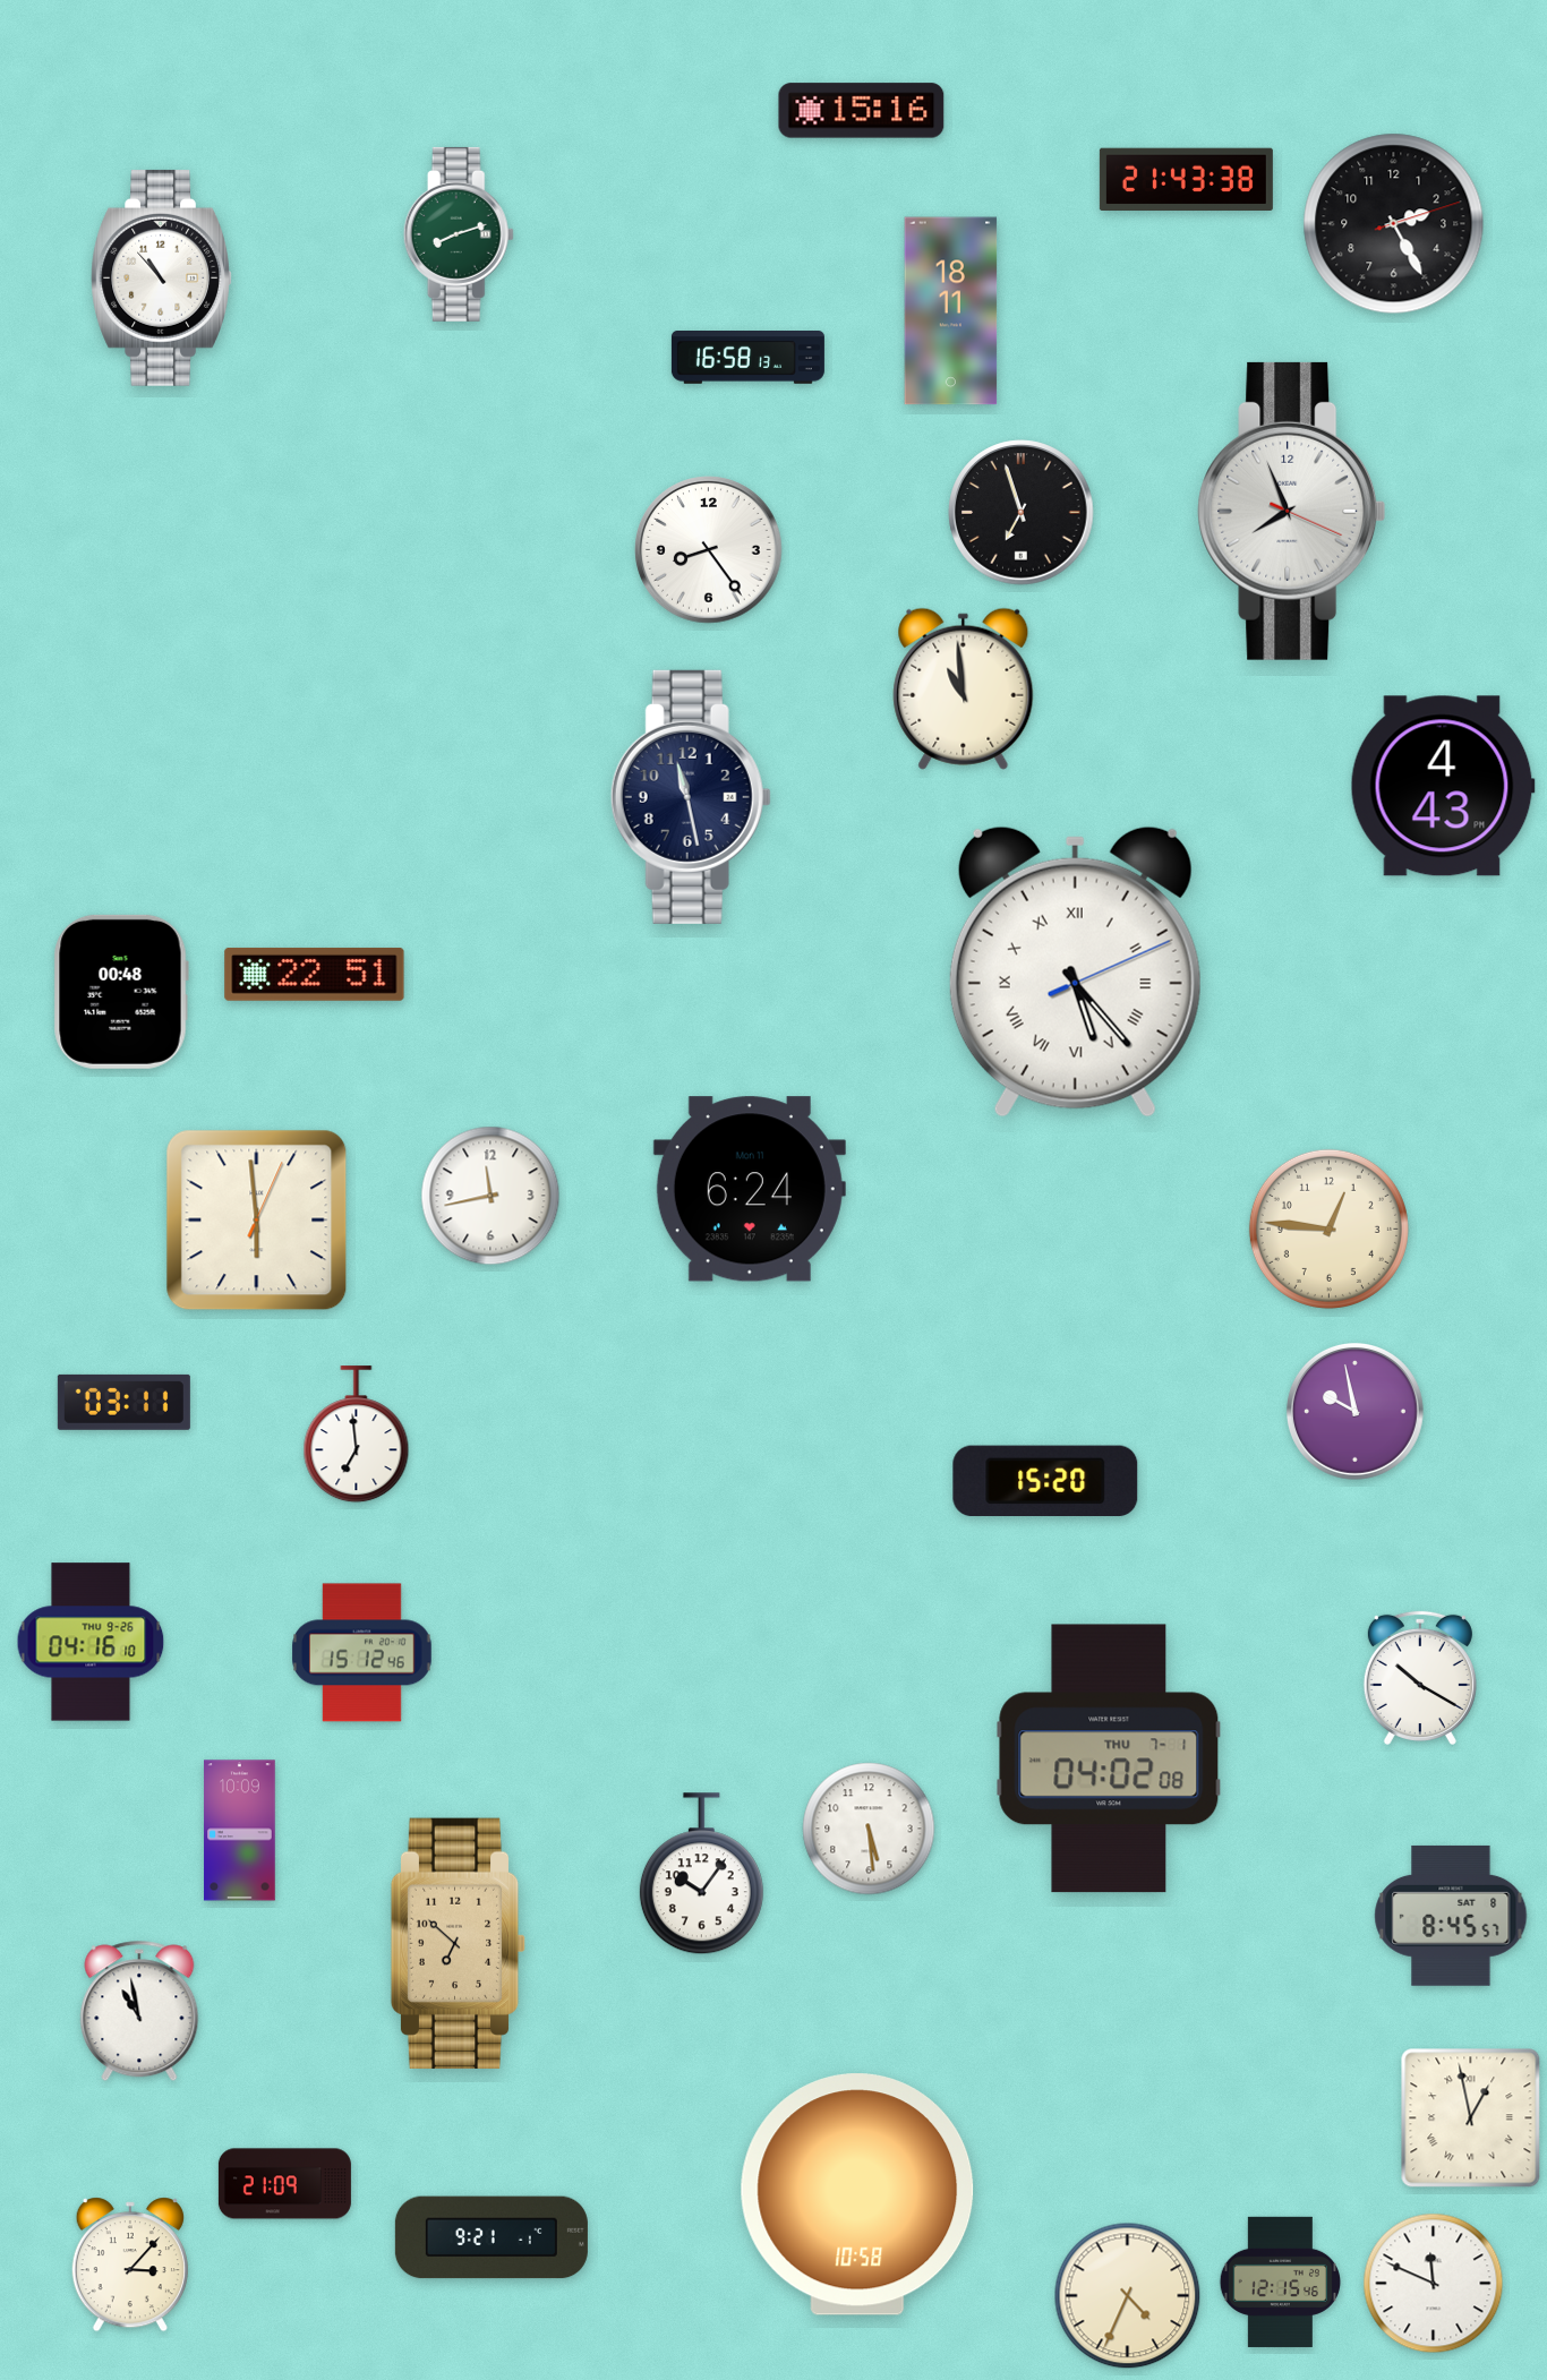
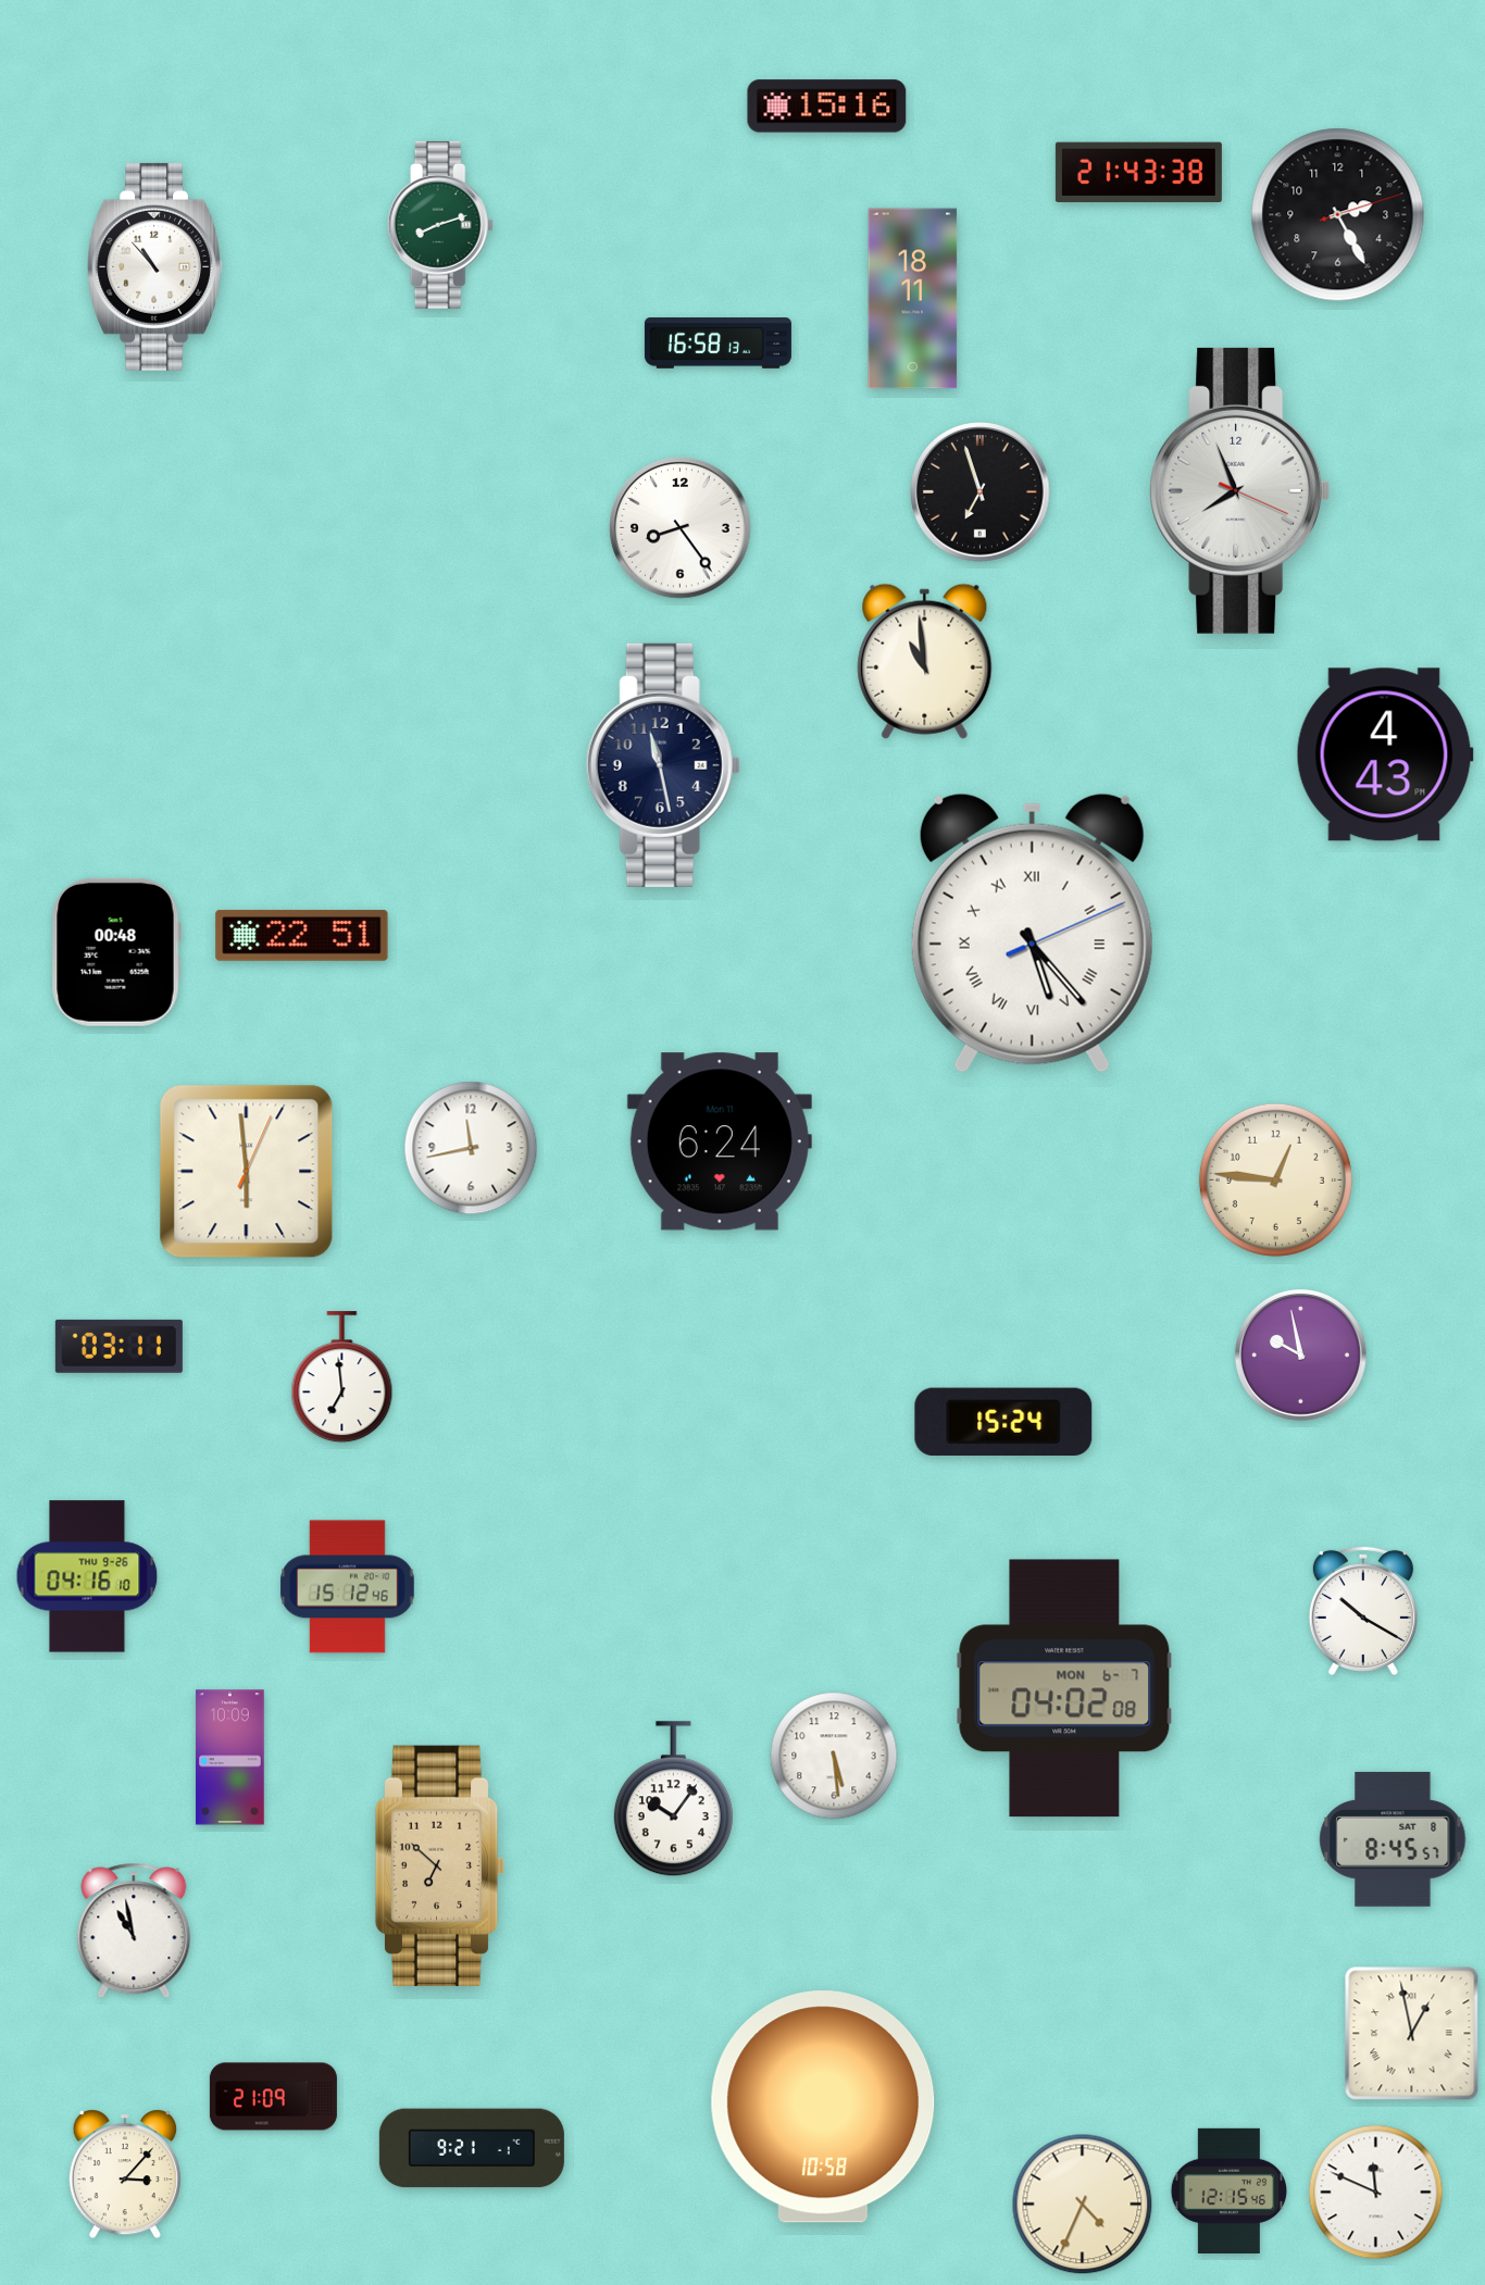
clock at (1045, 1480): 15:20 -> 15:24
clock at (1109, 1758) date: THU 7-1 -> MON 6-7
